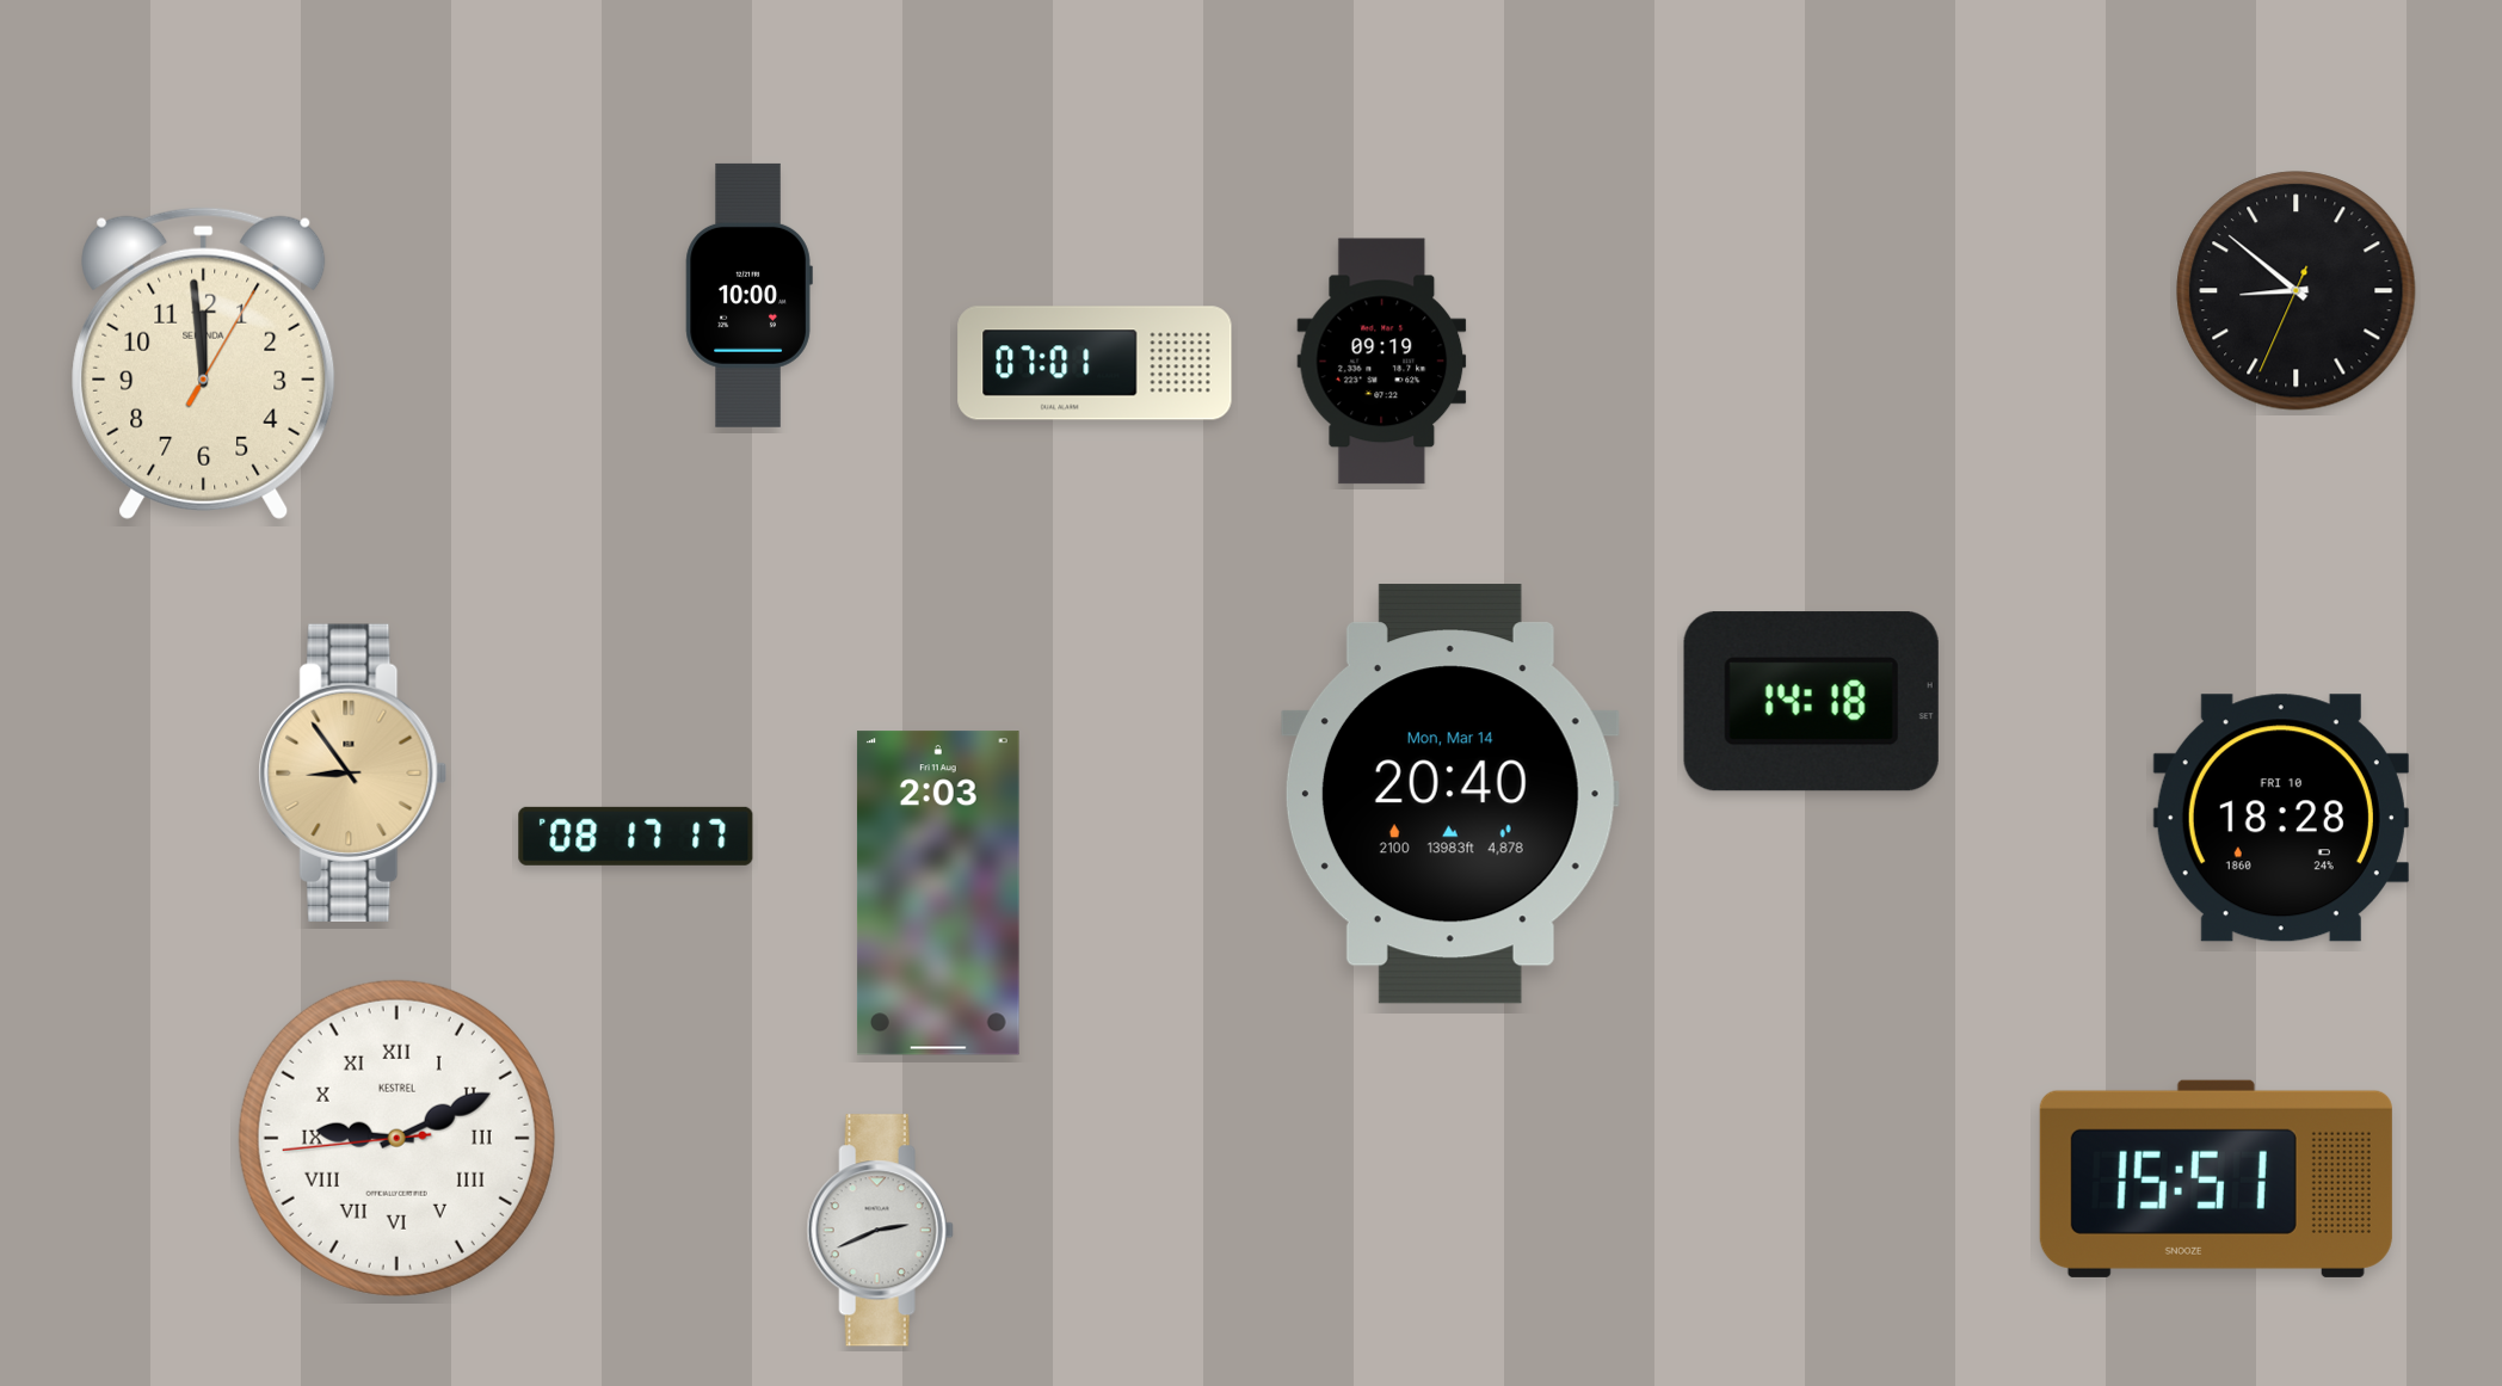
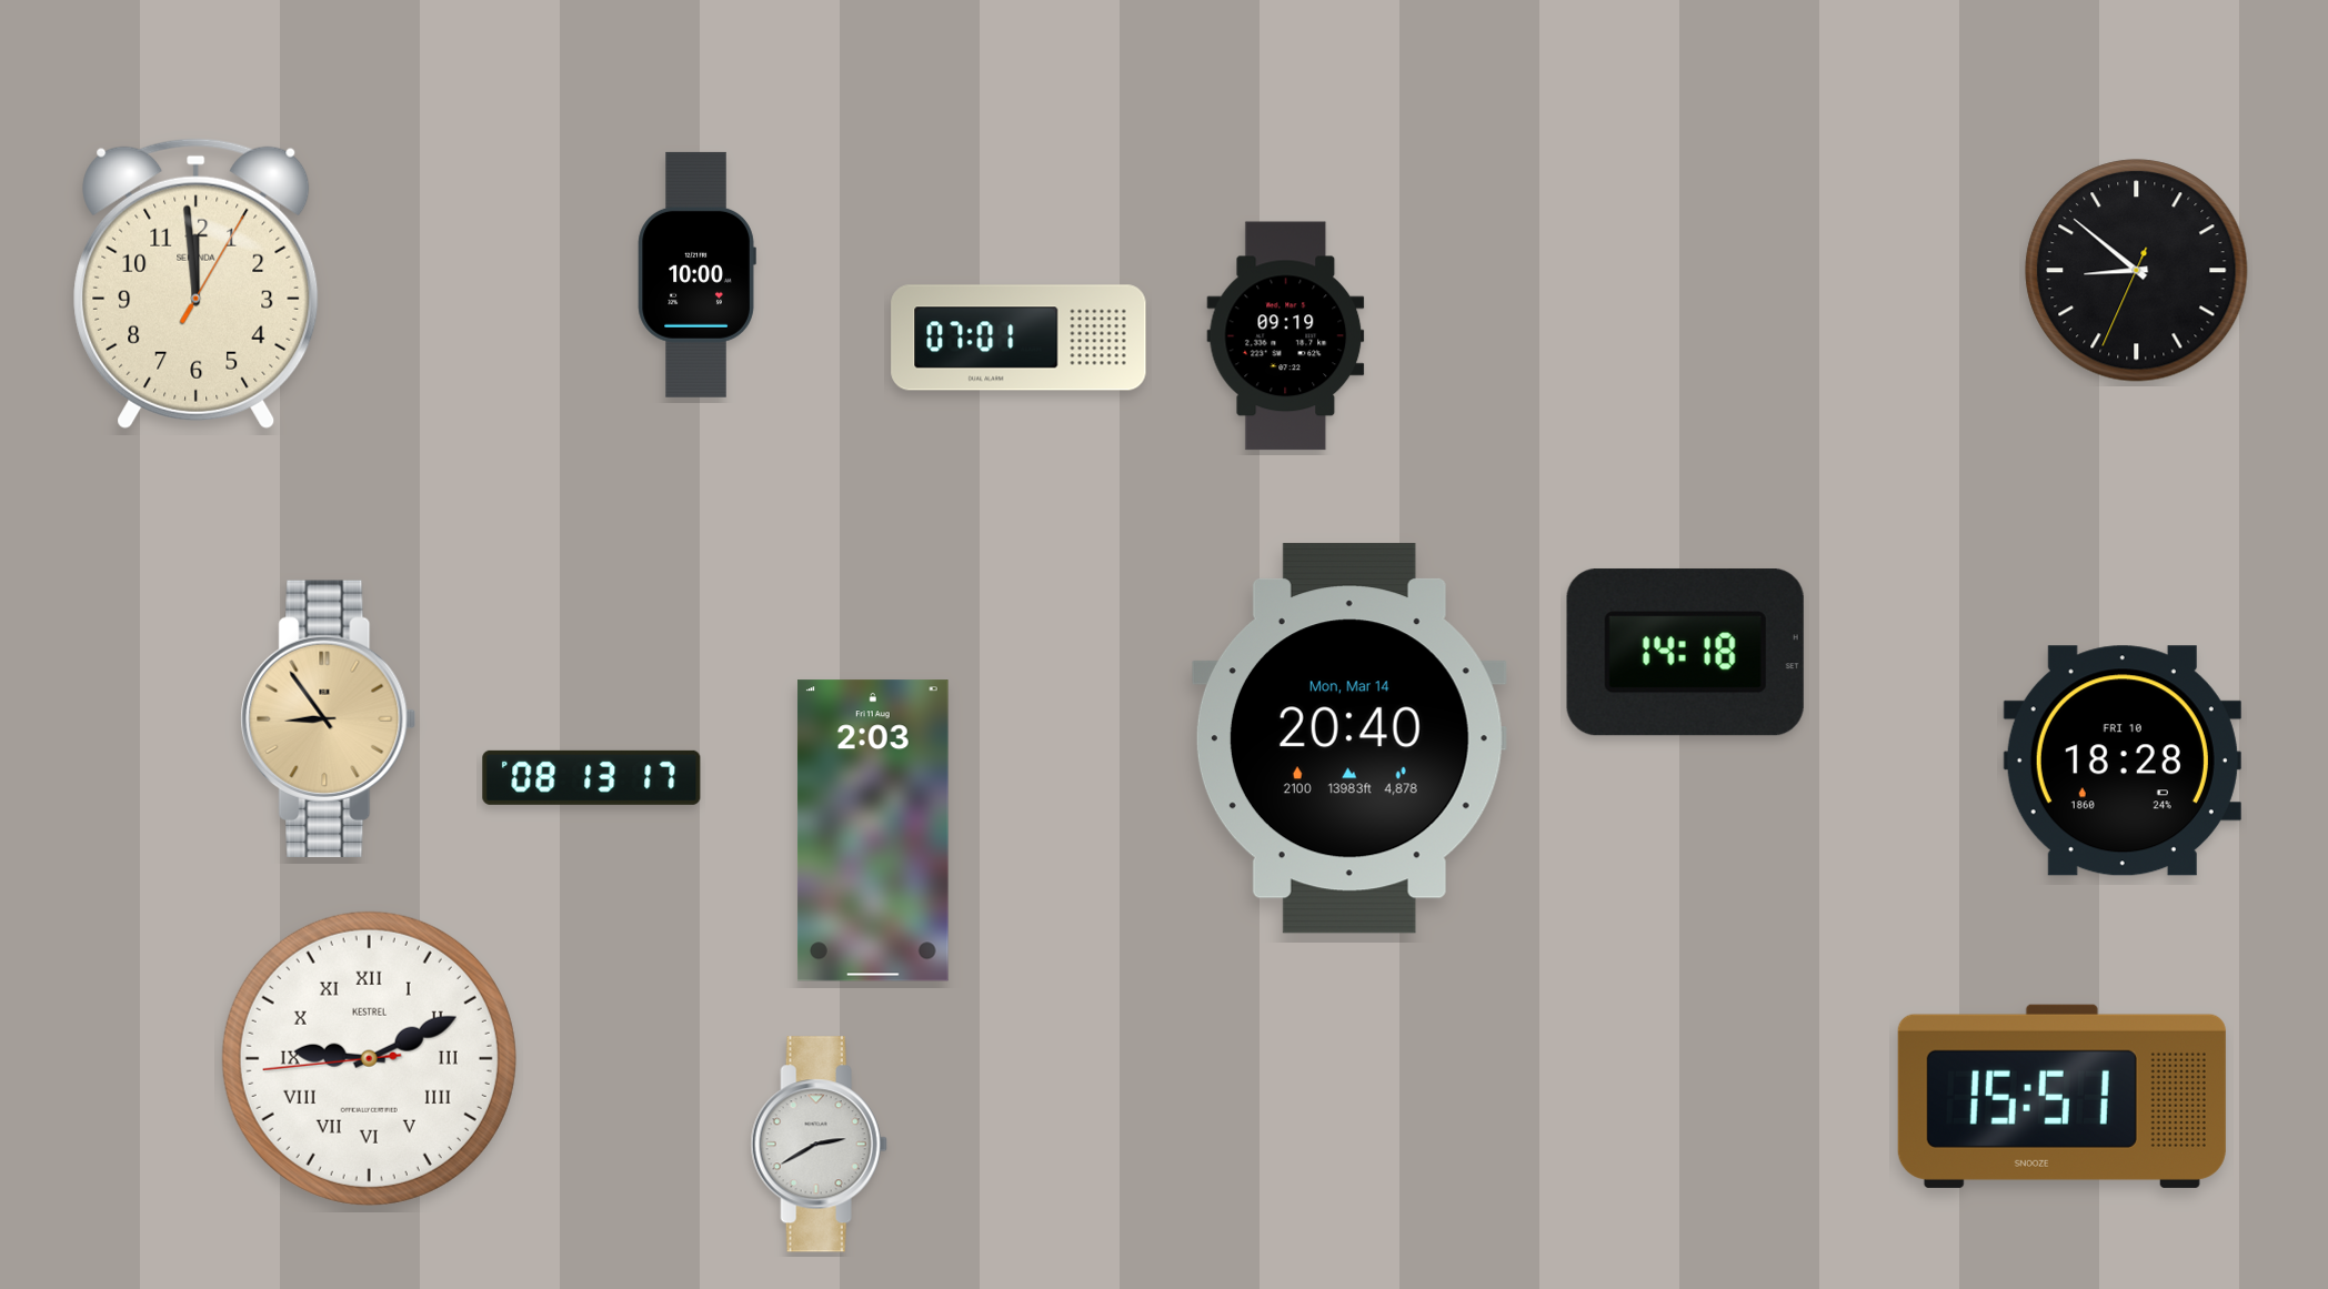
clock at (204, 363) position: (204, 363) -> (197, 283)
clock at (636, 836): 08:17 -> 08:13
clock at (880, 1231): 2:41 -> 2:40
